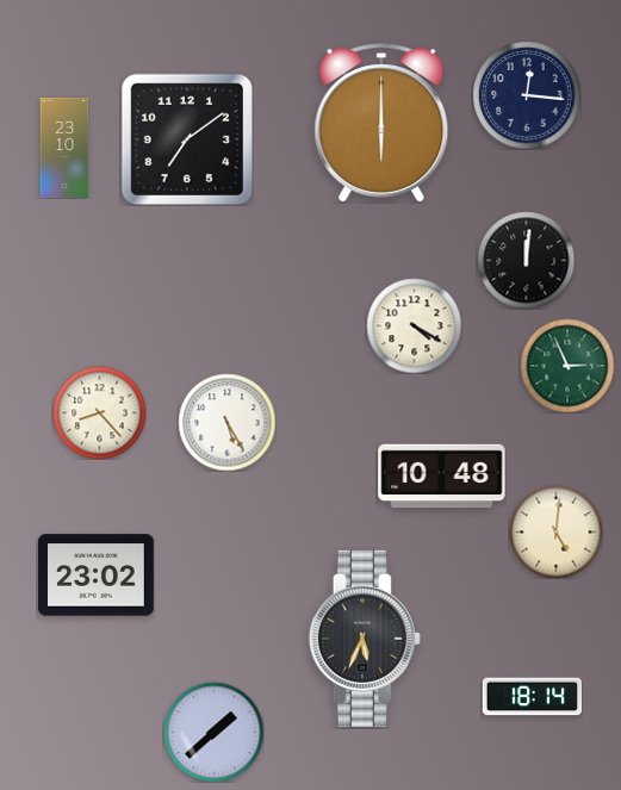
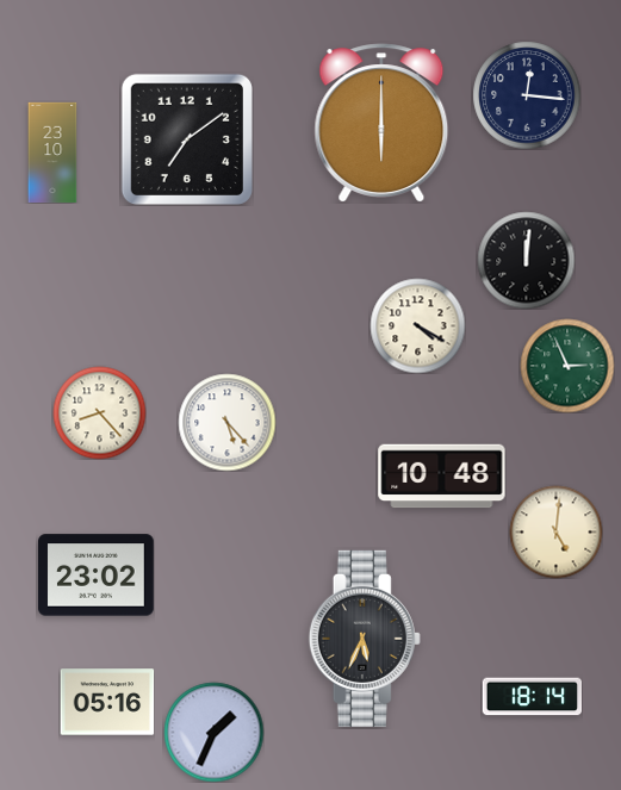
clock at (64, 148) position: (64, 148) -> (52, 153)
clock at (414, 325) position: (414, 325) -> (417, 325)
clock at (226, 422): 5:25 -> 5:23
clock at (107, 702): none -> 05:16
clock at (213, 732): 1:38 -> 1:34
